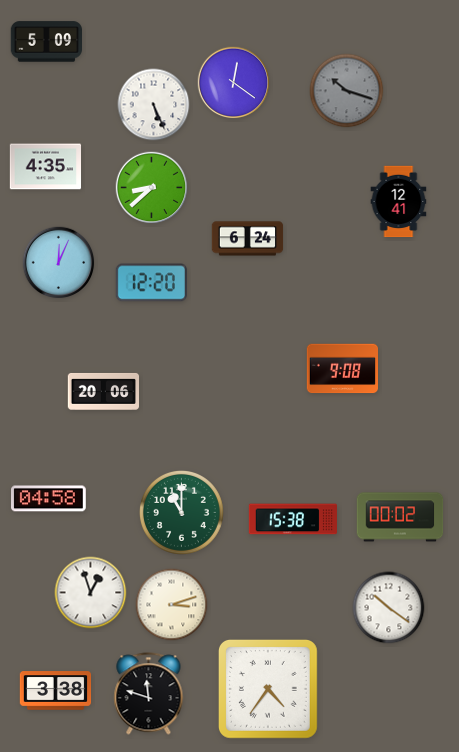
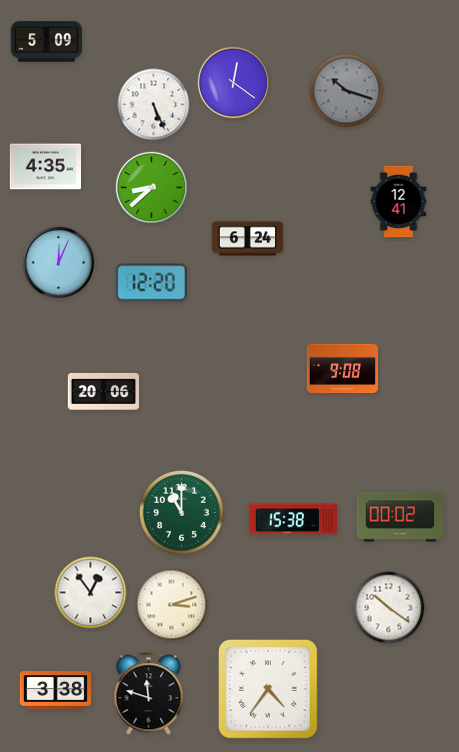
clock at (49, 499): 04:58 -> none
clock at (91, 593): 12:57 -> 12:54
